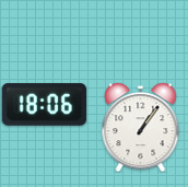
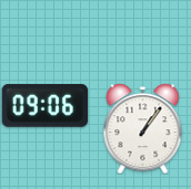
clock at (44, 104): 18:06 -> 09:06
